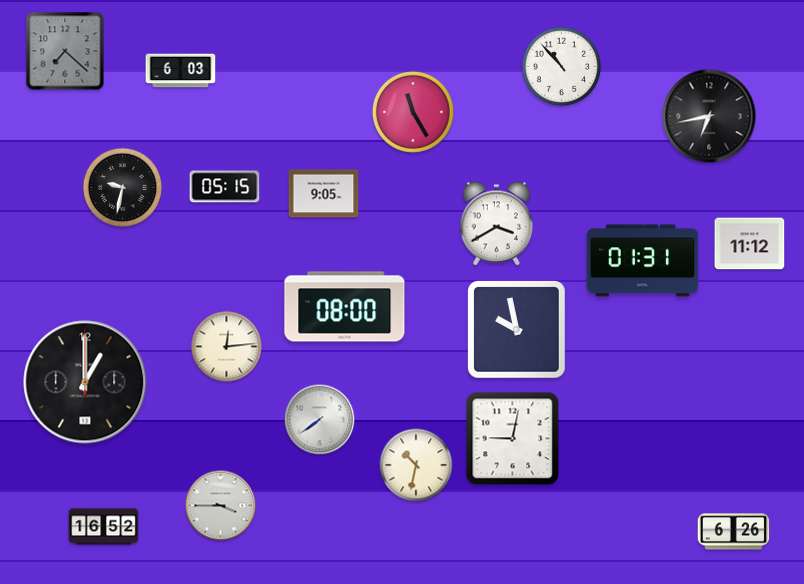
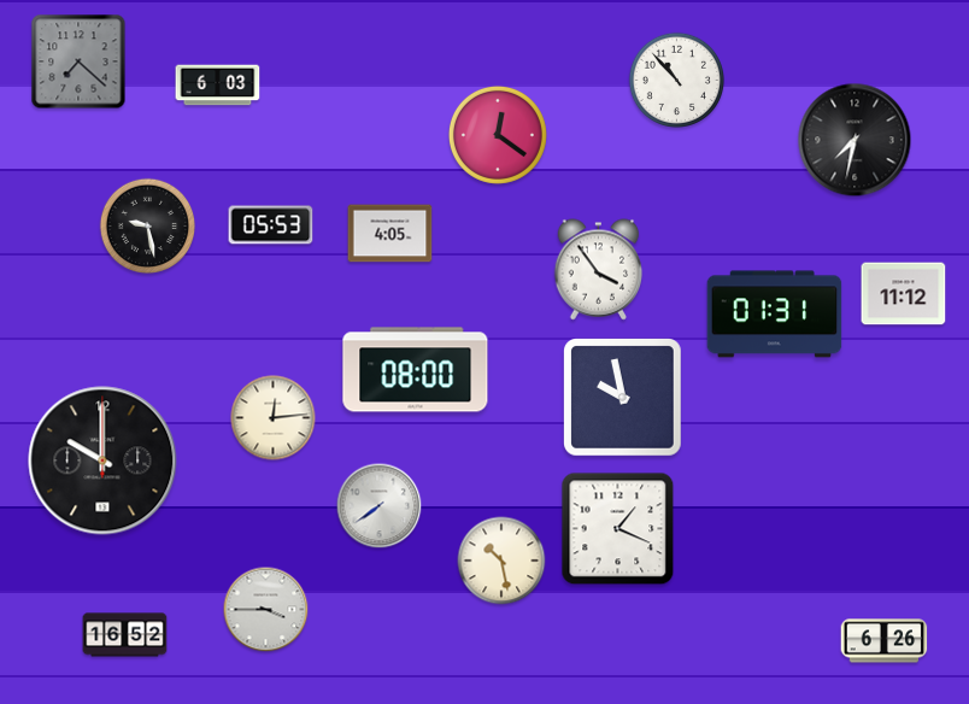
clock at (413, 112): 11:25 -> 12:21
clock at (709, 116): 6:43 -> 7:32
clock at (225, 187): 05:15 -> 05:53
clock at (123, 188): 9:32 -> 9:28
clock at (324, 194): 9:05 -> 4:05
clock at (497, 224): 3:40 -> 3:54
clock at (85, 382): 1:00 -> 10:00
clock at (320, 420) position: (320, 420) -> (380, 506)
clock at (513, 439): 9:02 -> 1:19
clock at (416, 465): 10:32 -> 10:28
